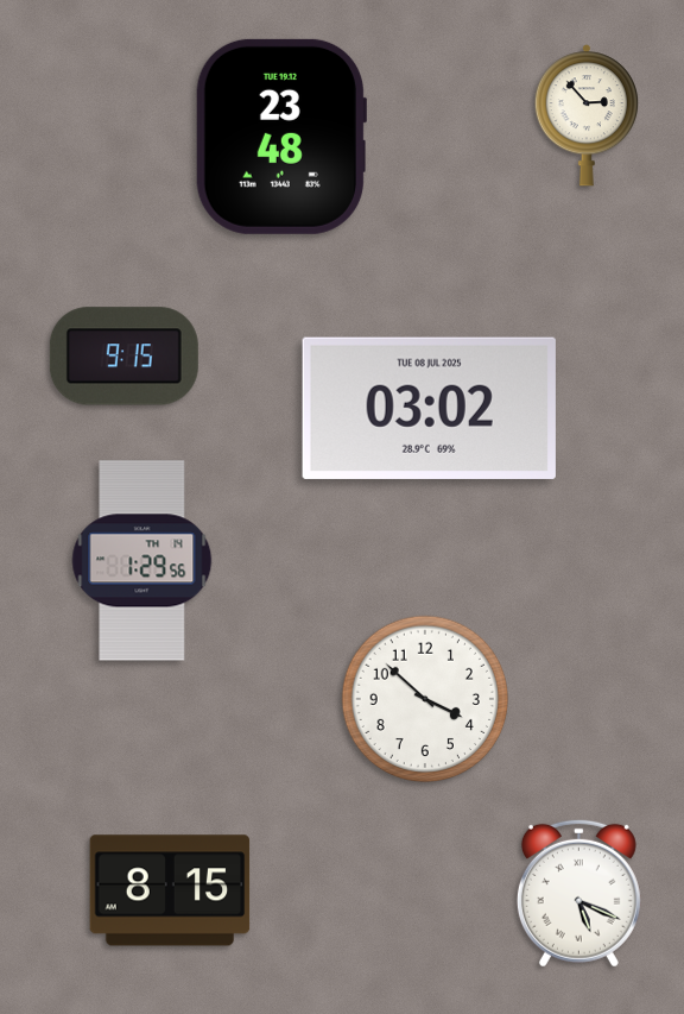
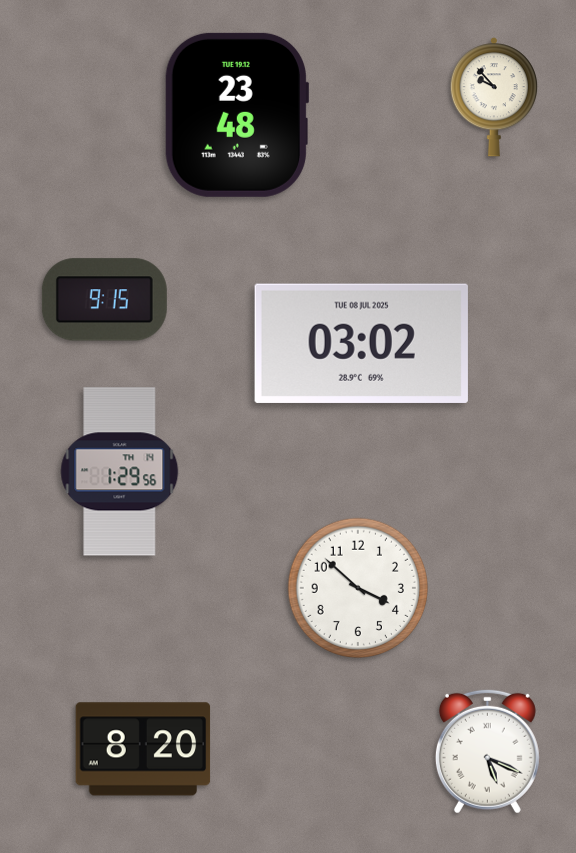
clock at (587, 115): 2:53 -> 9:53
clock at (170, 890): 8:15 -> 8:20
